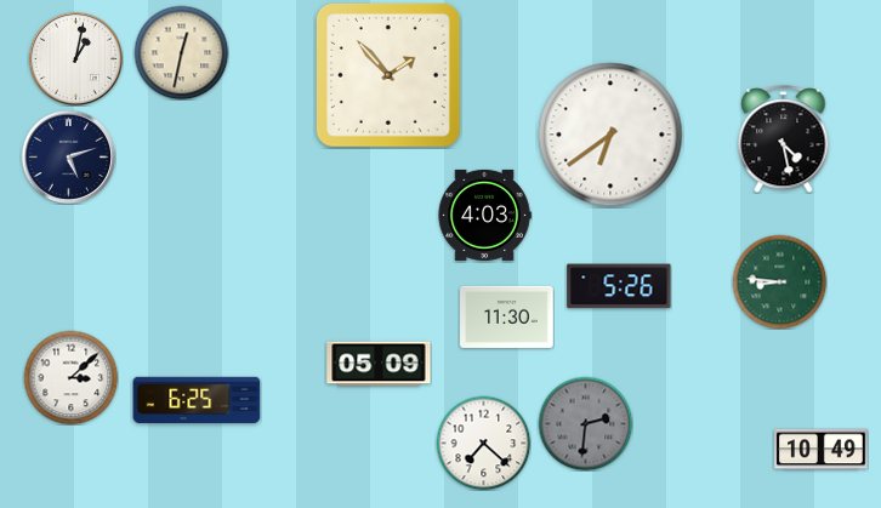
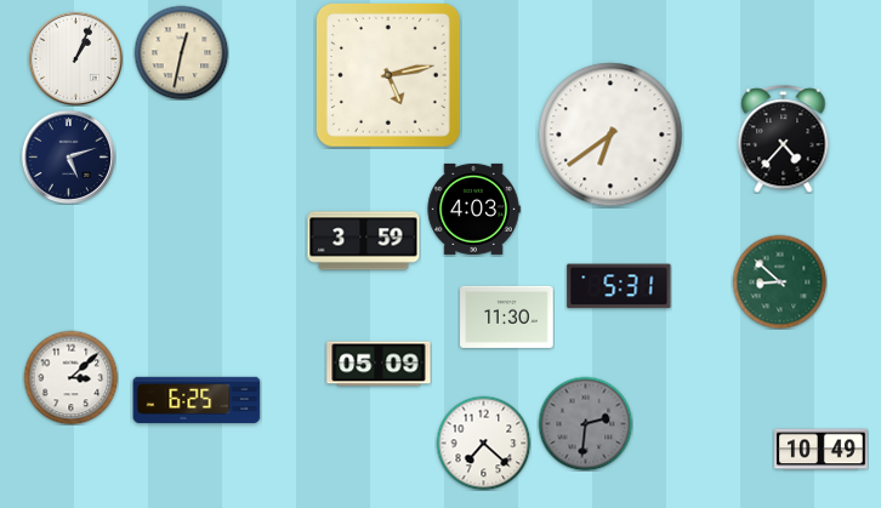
clock at (75, 58): 1:02 -> 1:04
clock at (388, 75): 1:53 -> 5:13
clock at (784, 139): 4:28 -> 4:37
clock at (484, 215) position: (484, 215) -> (473, 209)
clock at (364, 241): none -> 3:59
clock at (779, 281): 8:46 -> 8:52
clock at (619, 286): 5:26 -> 5:31
